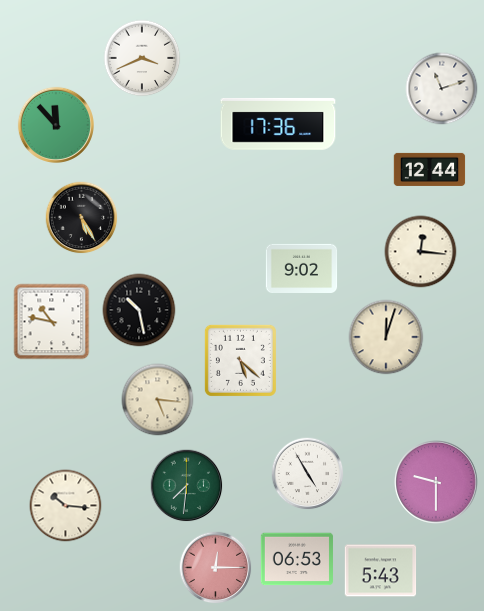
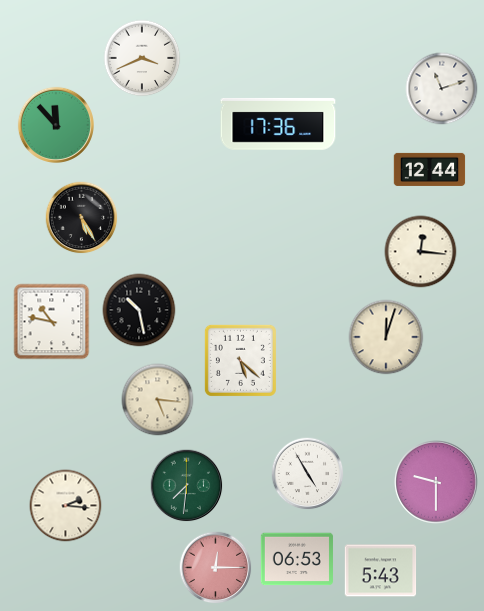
clock at (302, 268): 9:02 -> none
clock at (66, 506): 10:16 -> 2:16
